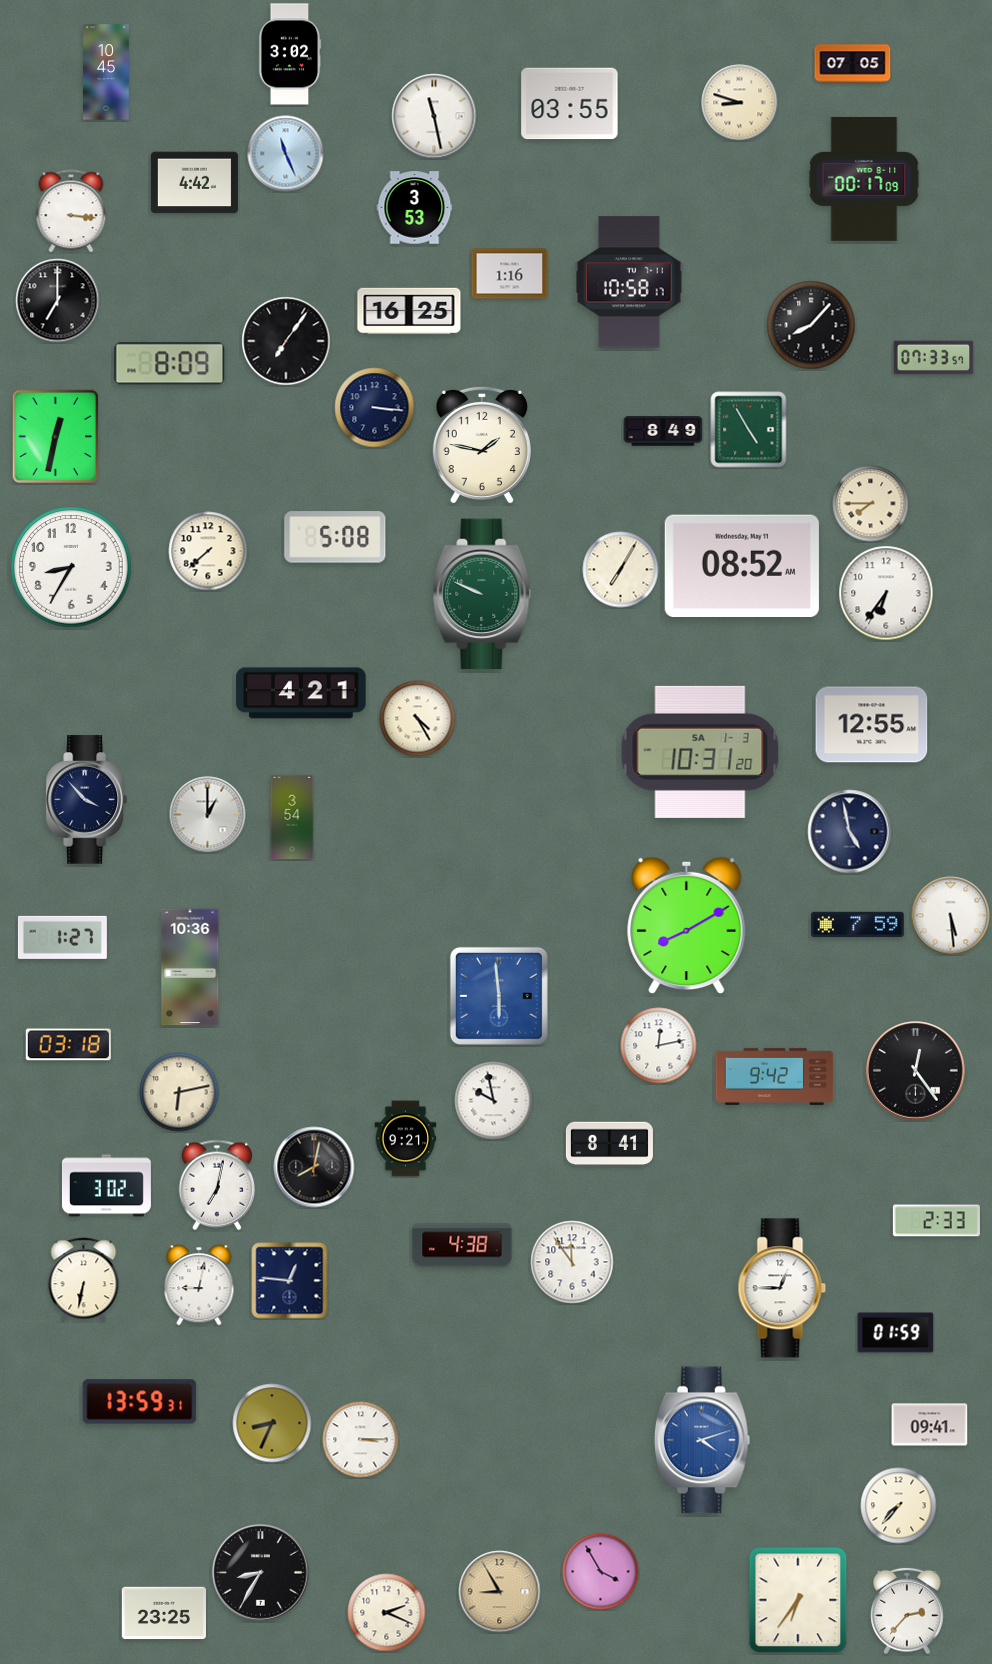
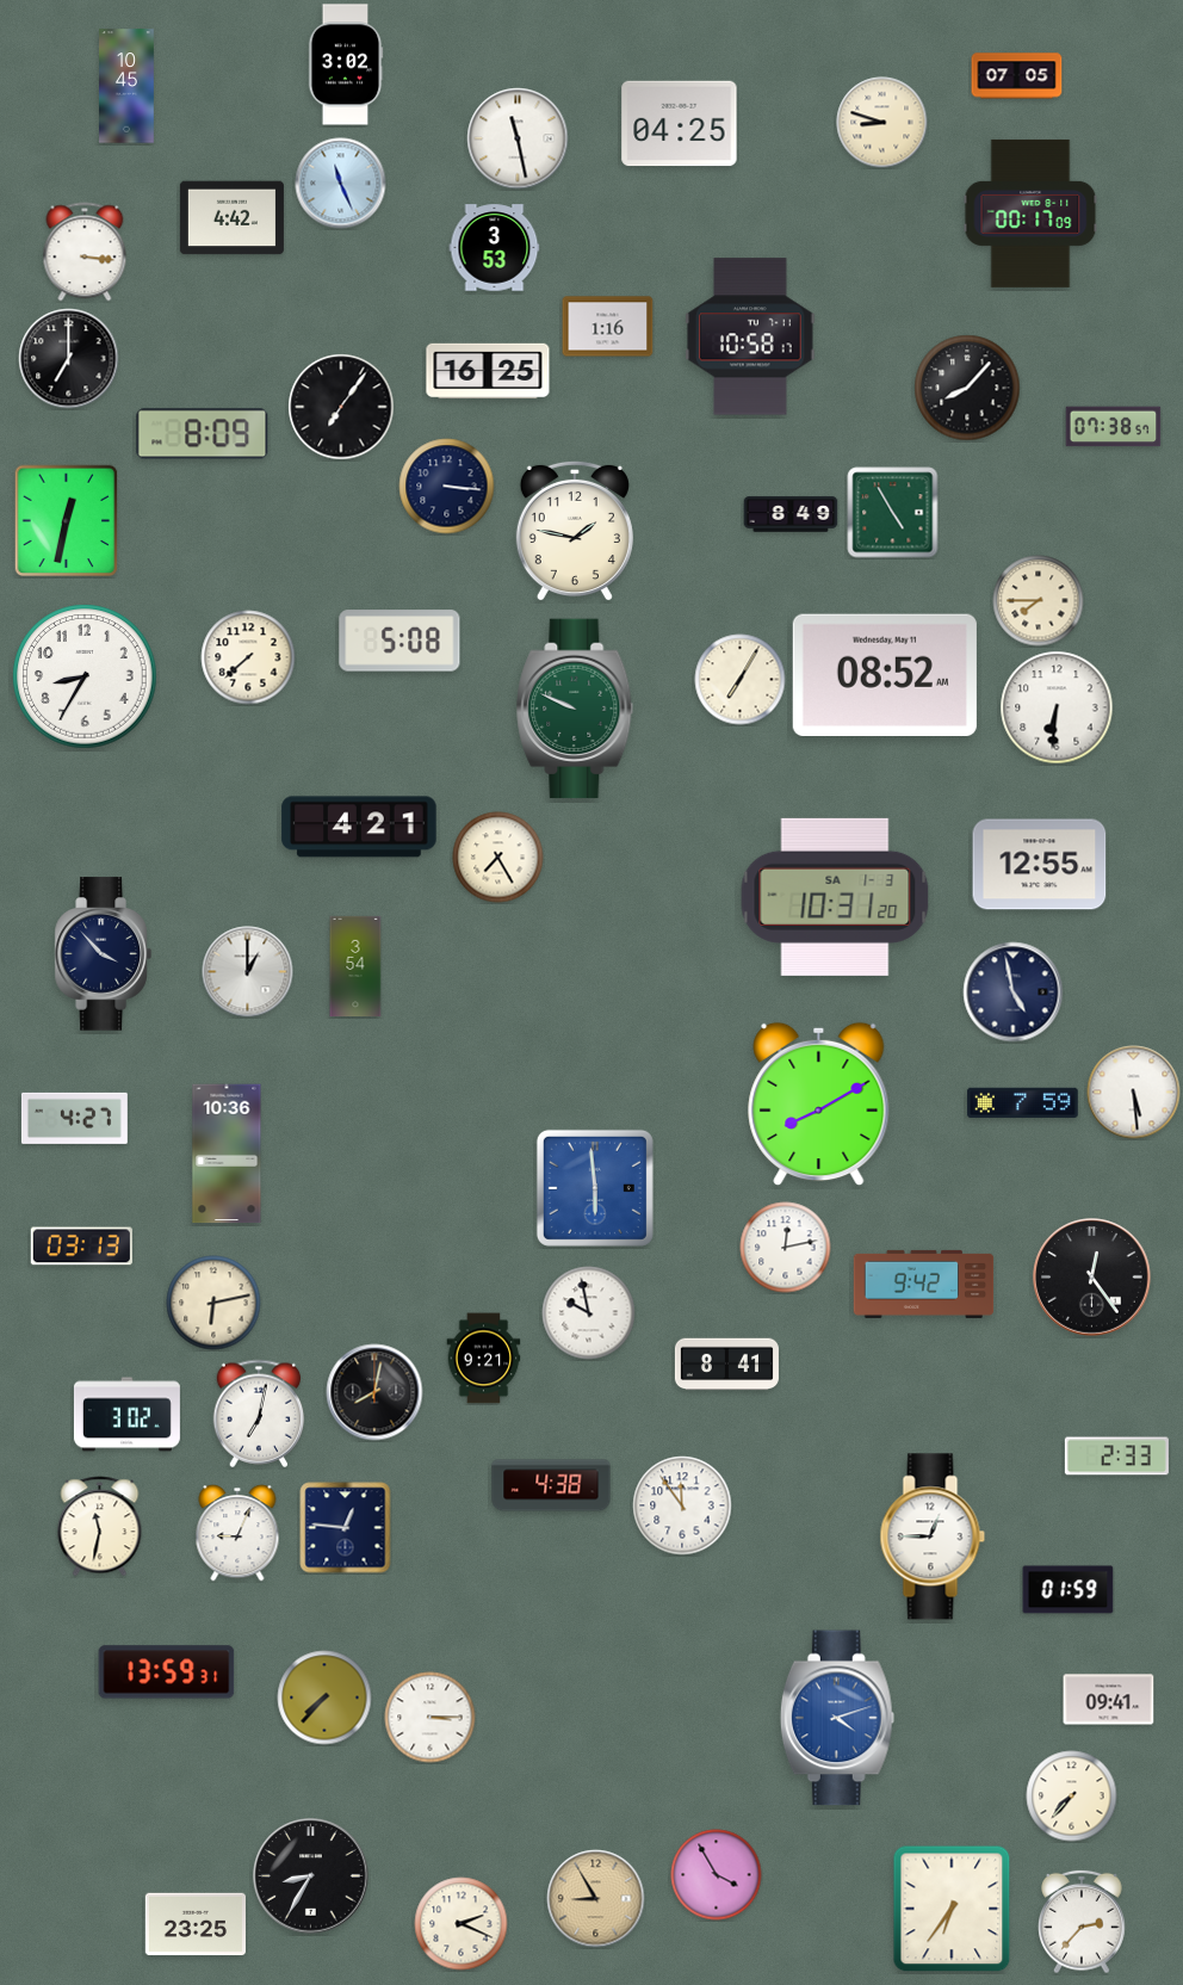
clock at (570, 104): 03:55 -> 04:25
clock at (934, 358): 07:33 -> 07:38
clock at (886, 593): 6:36 -> 6:31
clock at (418, 719): 4:25 -> 7:25
clock at (292, 817) position: (292, 817) -> (355, 966)
clock at (62, 937): 1:27 -> 4:27
clock at (68, 1045): 03:18 -> 03:13
clock at (84, 1280): 6:32 -> 11:32
clock at (199, 1285): 9:02 -> 9:04
clock at (272, 1423): 8:34 -> 7:37
